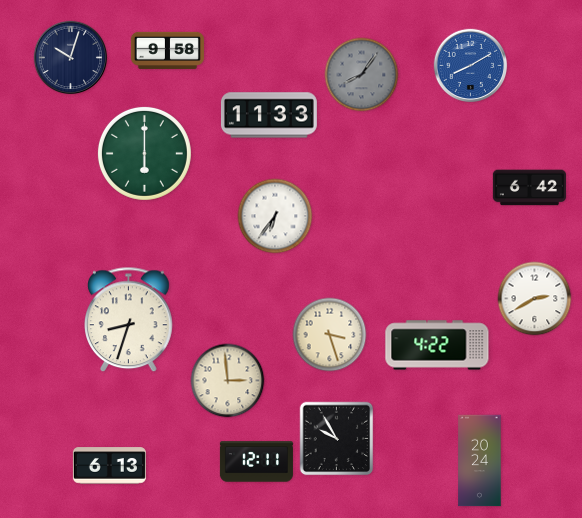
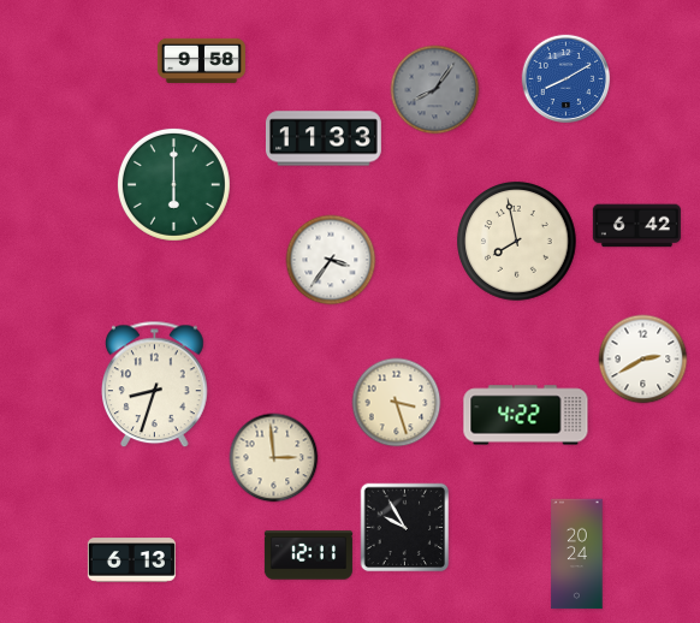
clock at (71, 58): 10:03 -> none
clock at (517, 242): none -> 7:58
clock at (275, 216): 6:36 -> 3:36
